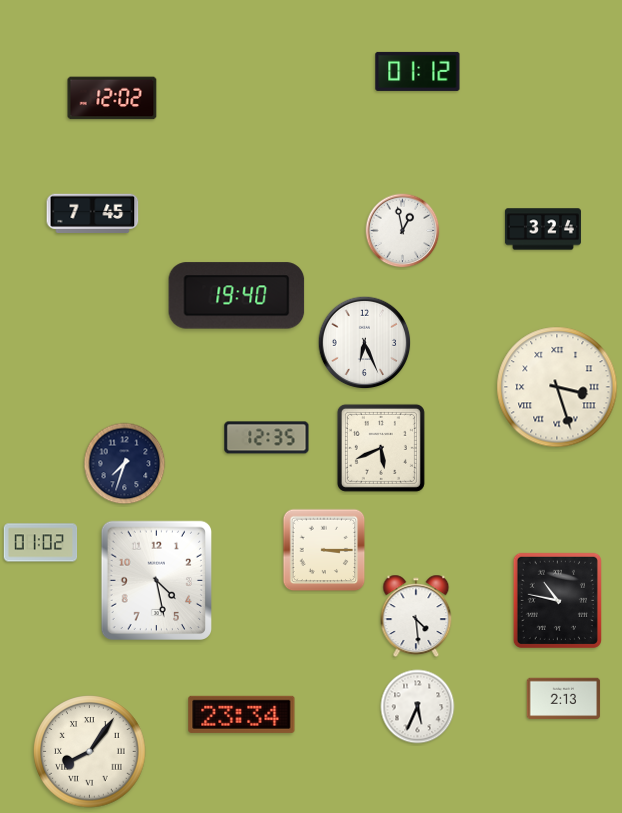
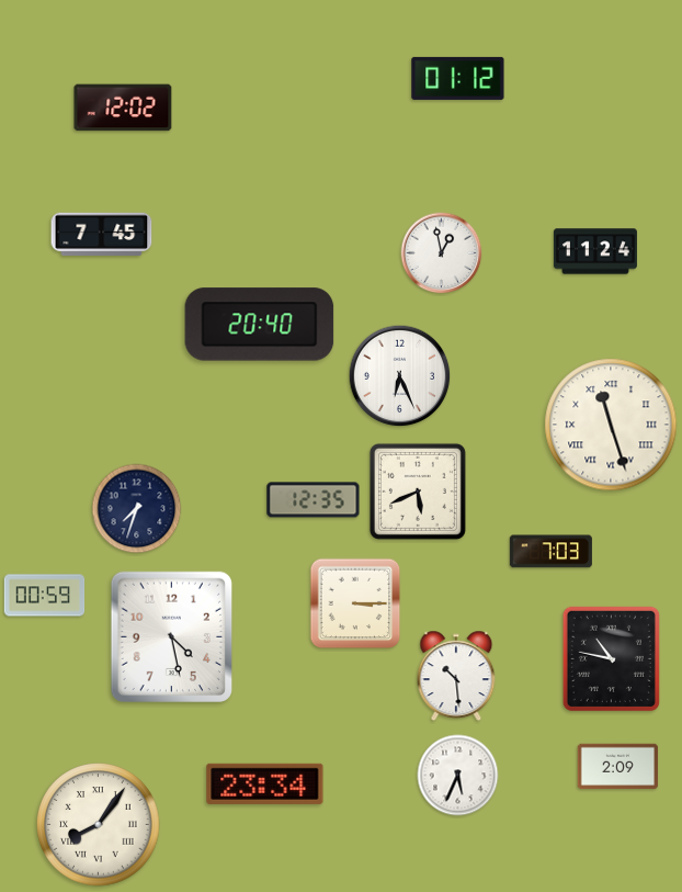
clock at (543, 229): 3:24 -> 11:24
clock at (237, 296): 19:40 -> 20:40
clock at (557, 387): 3:27 -> 11:27
clock at (267, 438) position: (267, 438) -> (314, 500)
clock at (550, 552): none -> 7:03
clock at (41, 543): 01:02 -> 00:59
clock at (416, 616): 4:29 -> 10:29
clock at (564, 699): 2:13 -> 2:09
